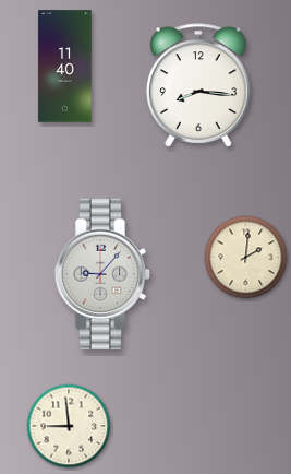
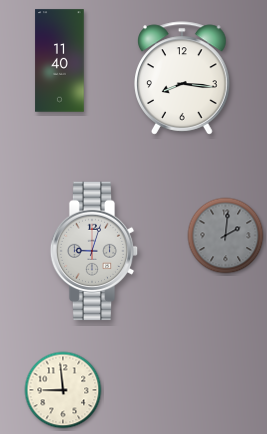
clock at (246, 258) dial: cream -> grey
clock at (102, 274): 9:07 -> 9:03
